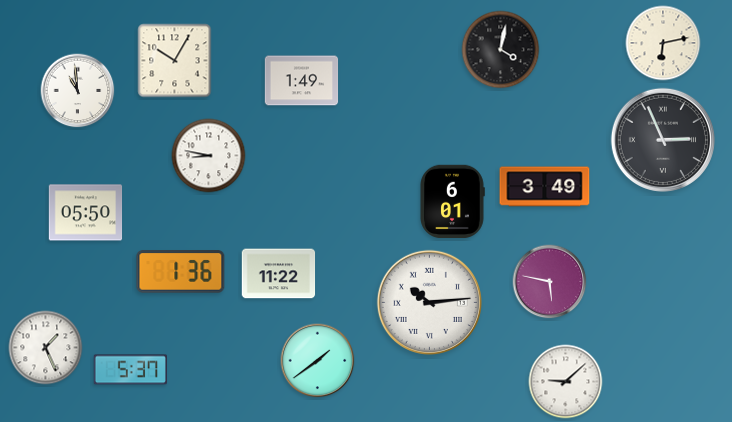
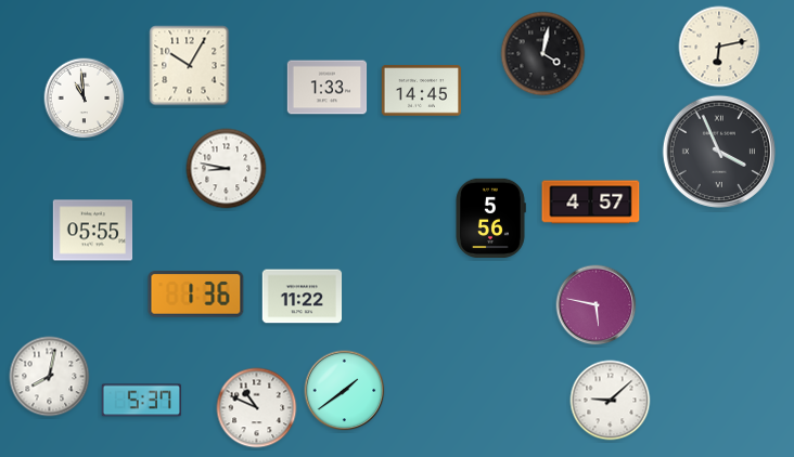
clock at (302, 81): 1:49 -> 1:33
clock at (422, 91): none -> 14:45
clock at (663, 140): 2:56 -> 3:56
clock at (545, 187): 3:49 -> 4:57
clock at (452, 202): 6:01 -> 5:56
clock at (86, 213): 05:50 -> 05:55
clock at (429, 302): 10:14 -> none
clock at (46, 348): 1:26 -> 8:02
clock at (257, 408): none -> 10:49
clock at (566, 382) position: (566, 382) -> (611, 401)
